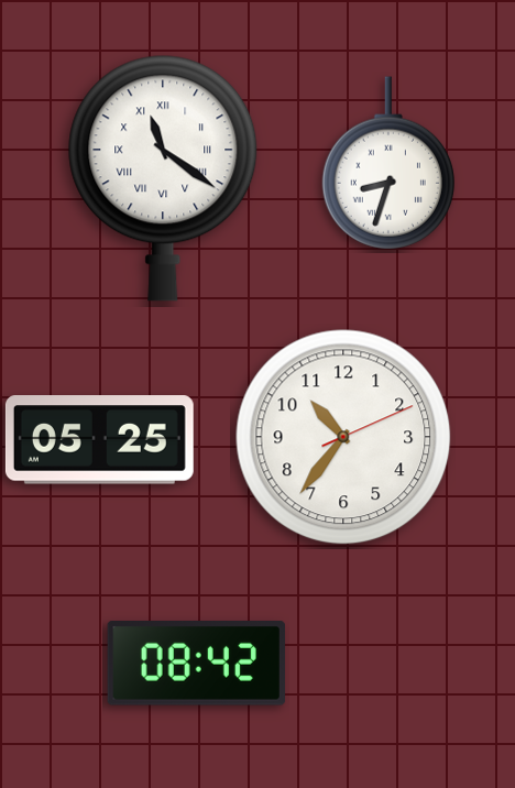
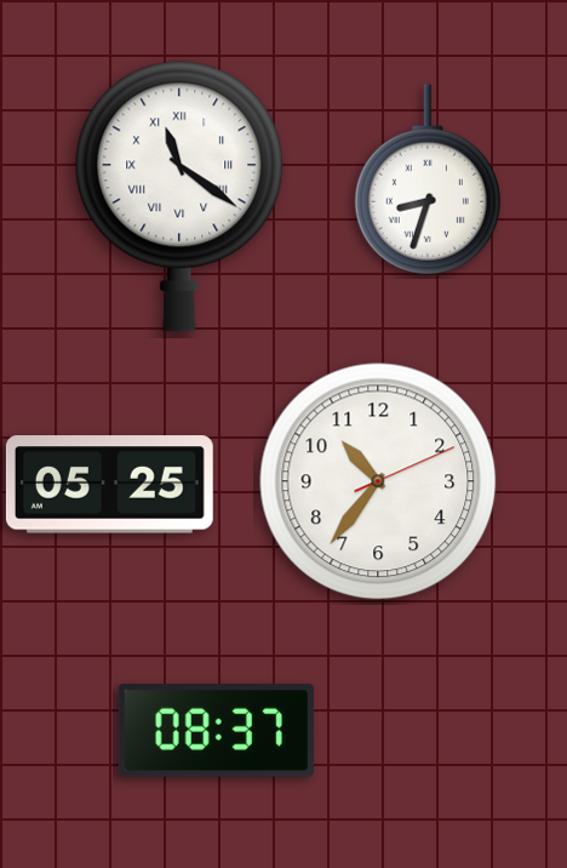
clock at (196, 664): 08:42 -> 08:37
